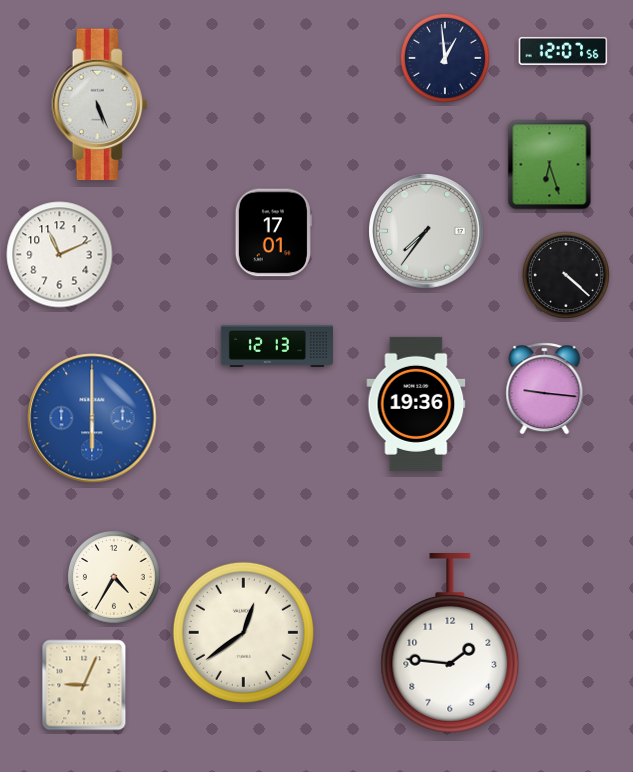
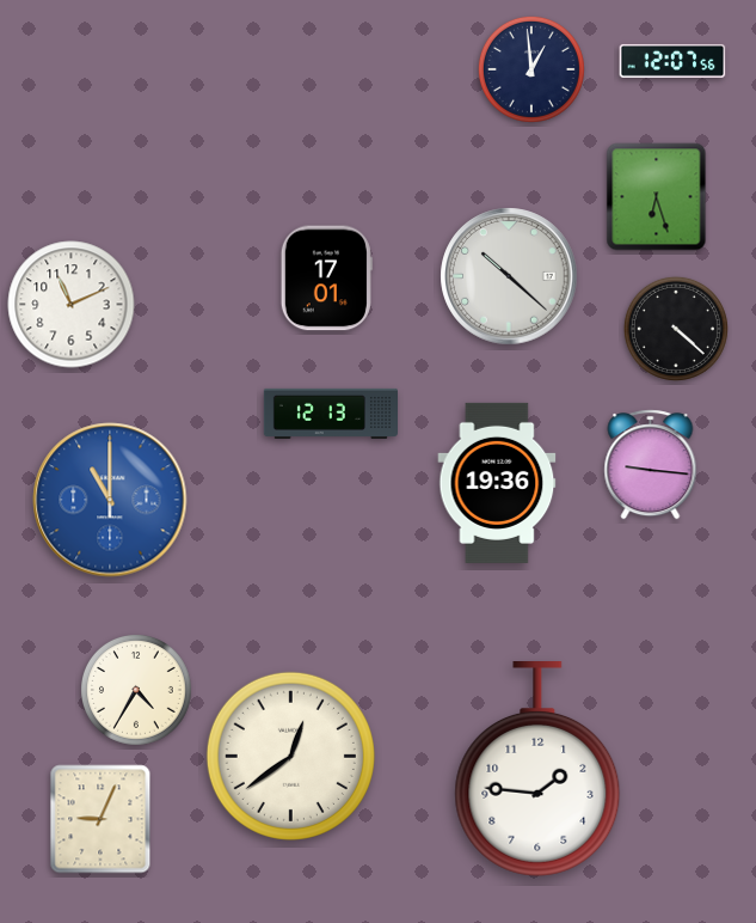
clock at (100, 105): 5:26 -> none
clock at (426, 231): 7:36 -> 10:22
clock at (92, 418): 6:00 -> 11:00
